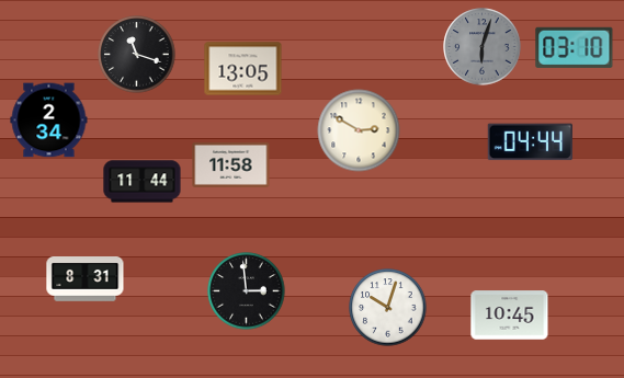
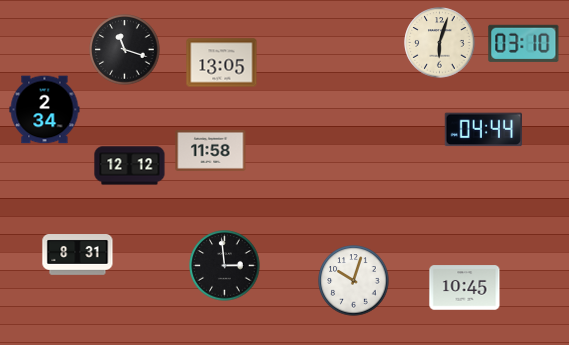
clock at (483, 47) dial: grey -> cream
clock at (359, 130): 2:50 -> none
clock at (143, 182): 11:44 -> 12:12
